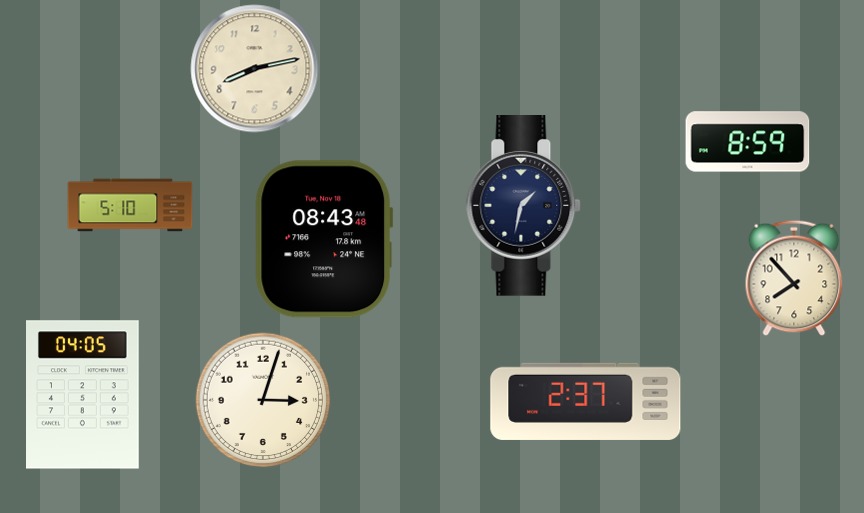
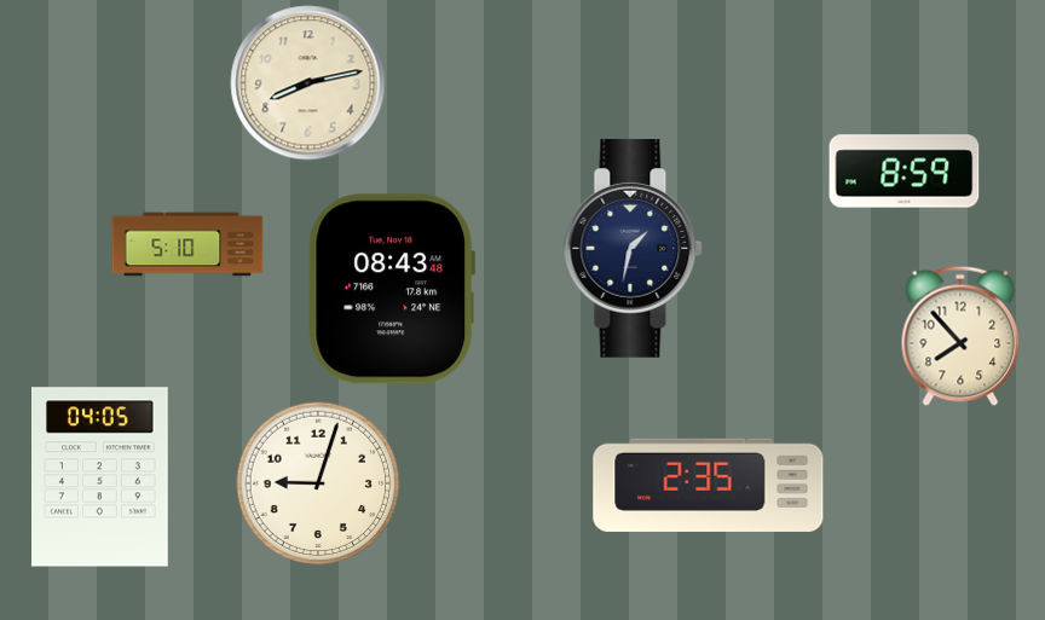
clock at (130, 205) position: (130, 205) -> (187, 244)
clock at (263, 400): 3:03 -> 9:03
clock at (586, 401): 2:37 -> 2:35
